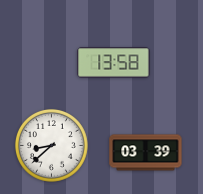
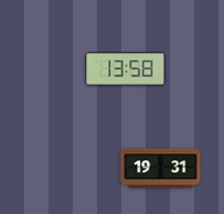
clock at (51, 145): 8:38 -> none
clock at (146, 153): 03:39 -> 19:31
